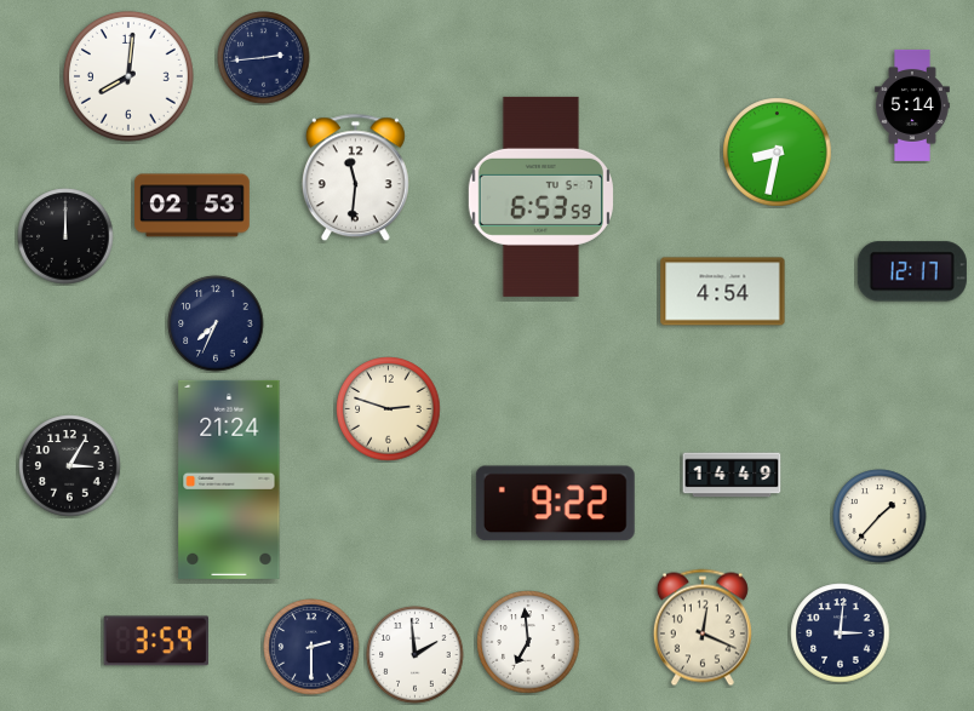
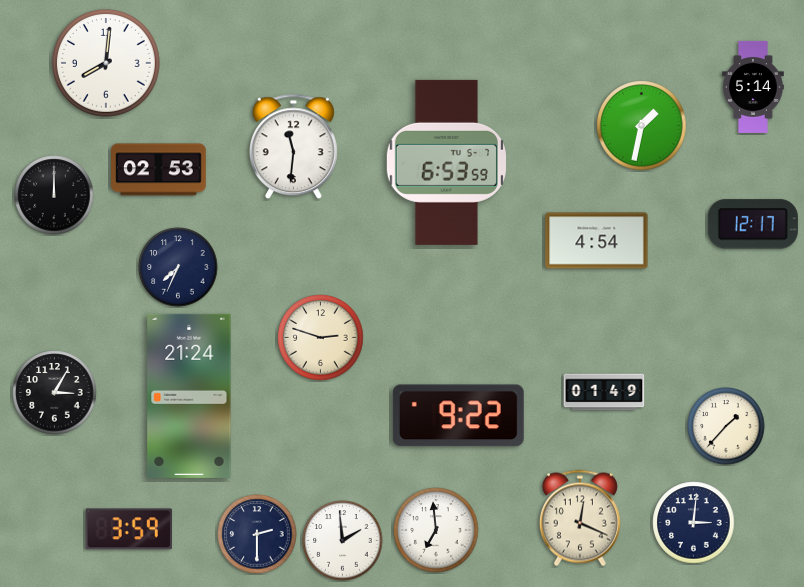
clock at (264, 58): 2:44 -> none
clock at (778, 153): 8:32 -> 1:32
clock at (70, 466) position: (70, 466) -> (55, 393)
clock at (732, 475): 14:49 -> 01:49
